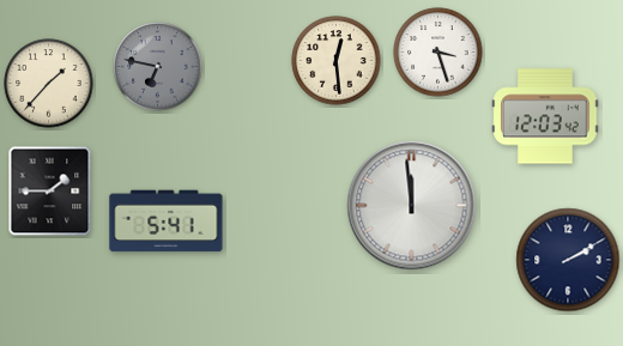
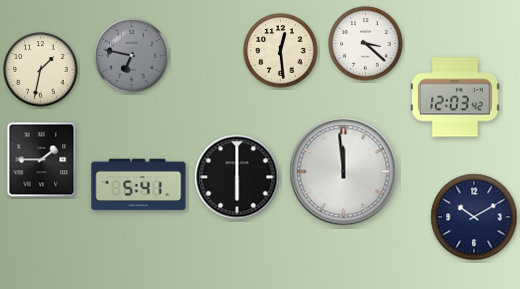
clock at (438, 53): 3:27 -> 3:22
clock at (49, 84): 1:37 -> 1:32
clock at (237, 177): none -> 6:00
clock at (568, 260): 2:10 -> 10:10
